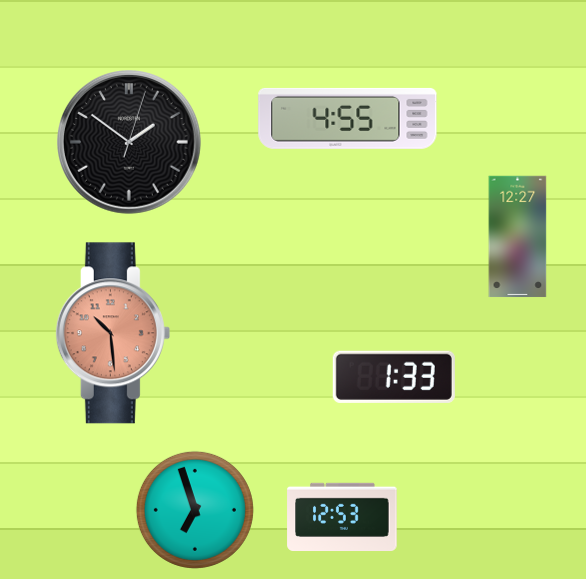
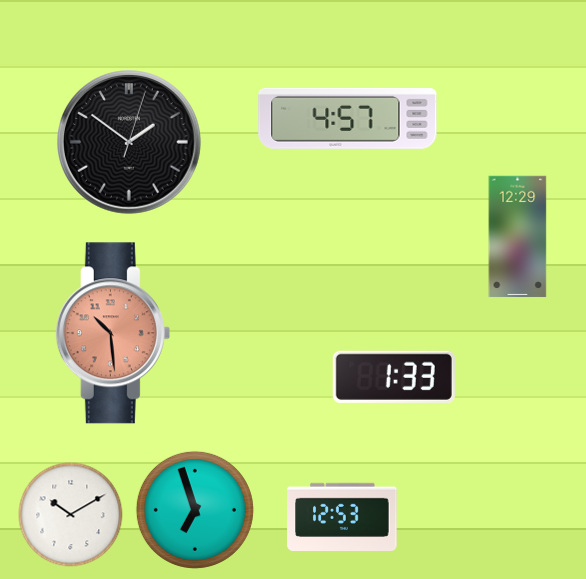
clock at (348, 118): 4:55 -> 4:57
clock at (518, 237): 12:27 -> 12:29
clock at (71, 515): none -> 10:10
